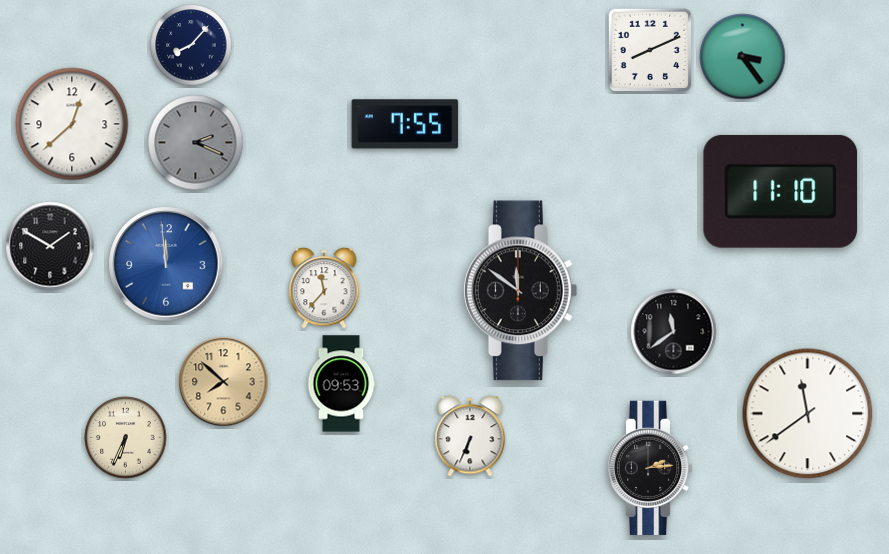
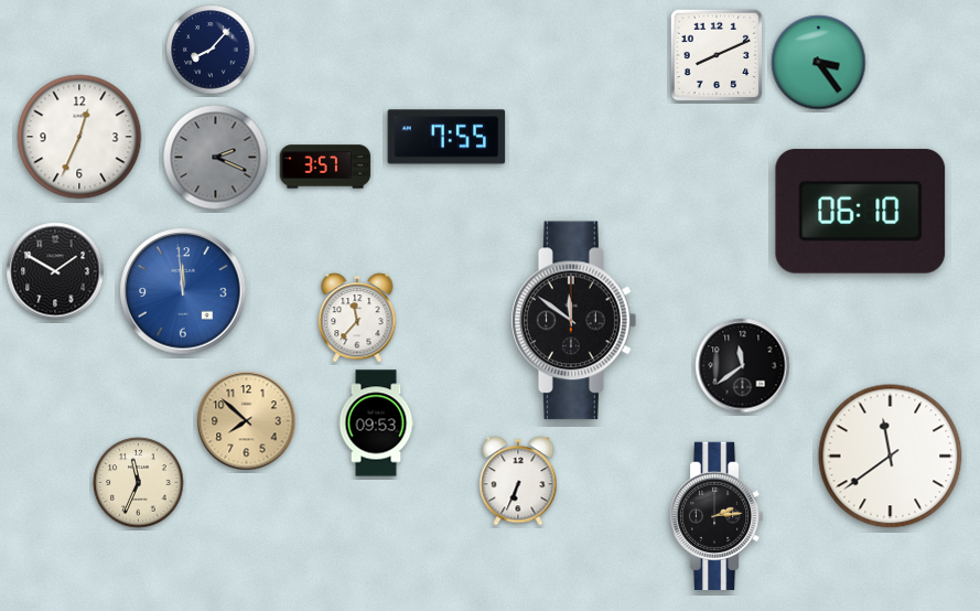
clock at (72, 124): 12:38 -> 12:34
clock at (325, 167): none -> 3:57
clock at (781, 191): 11:10 -> 06:10
clock at (126, 438): 6:34 -> 11:34
